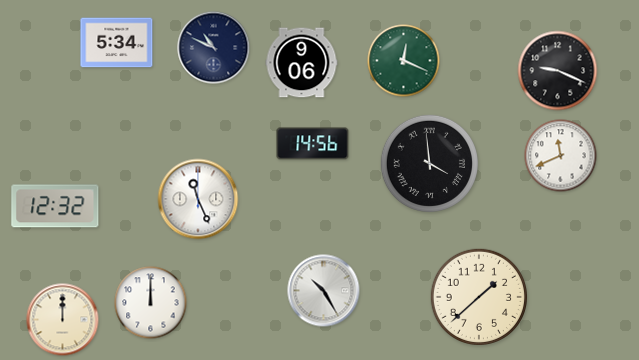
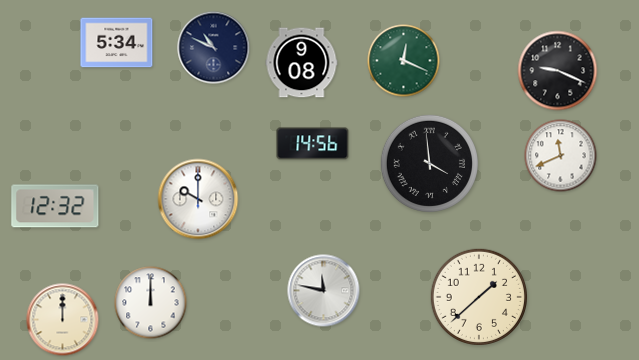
clock at (302, 63): 9:06 -> 9:08
clock at (198, 199): 11:26 -> 10:00
clock at (324, 291): 10:25 -> 11:47
